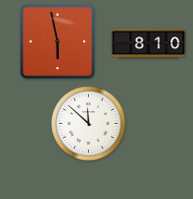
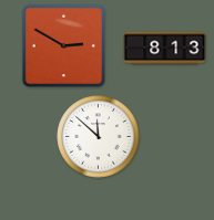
clock at (57, 41): 5:58 -> 2:50
clock at (149, 44): 8:10 -> 8:13
